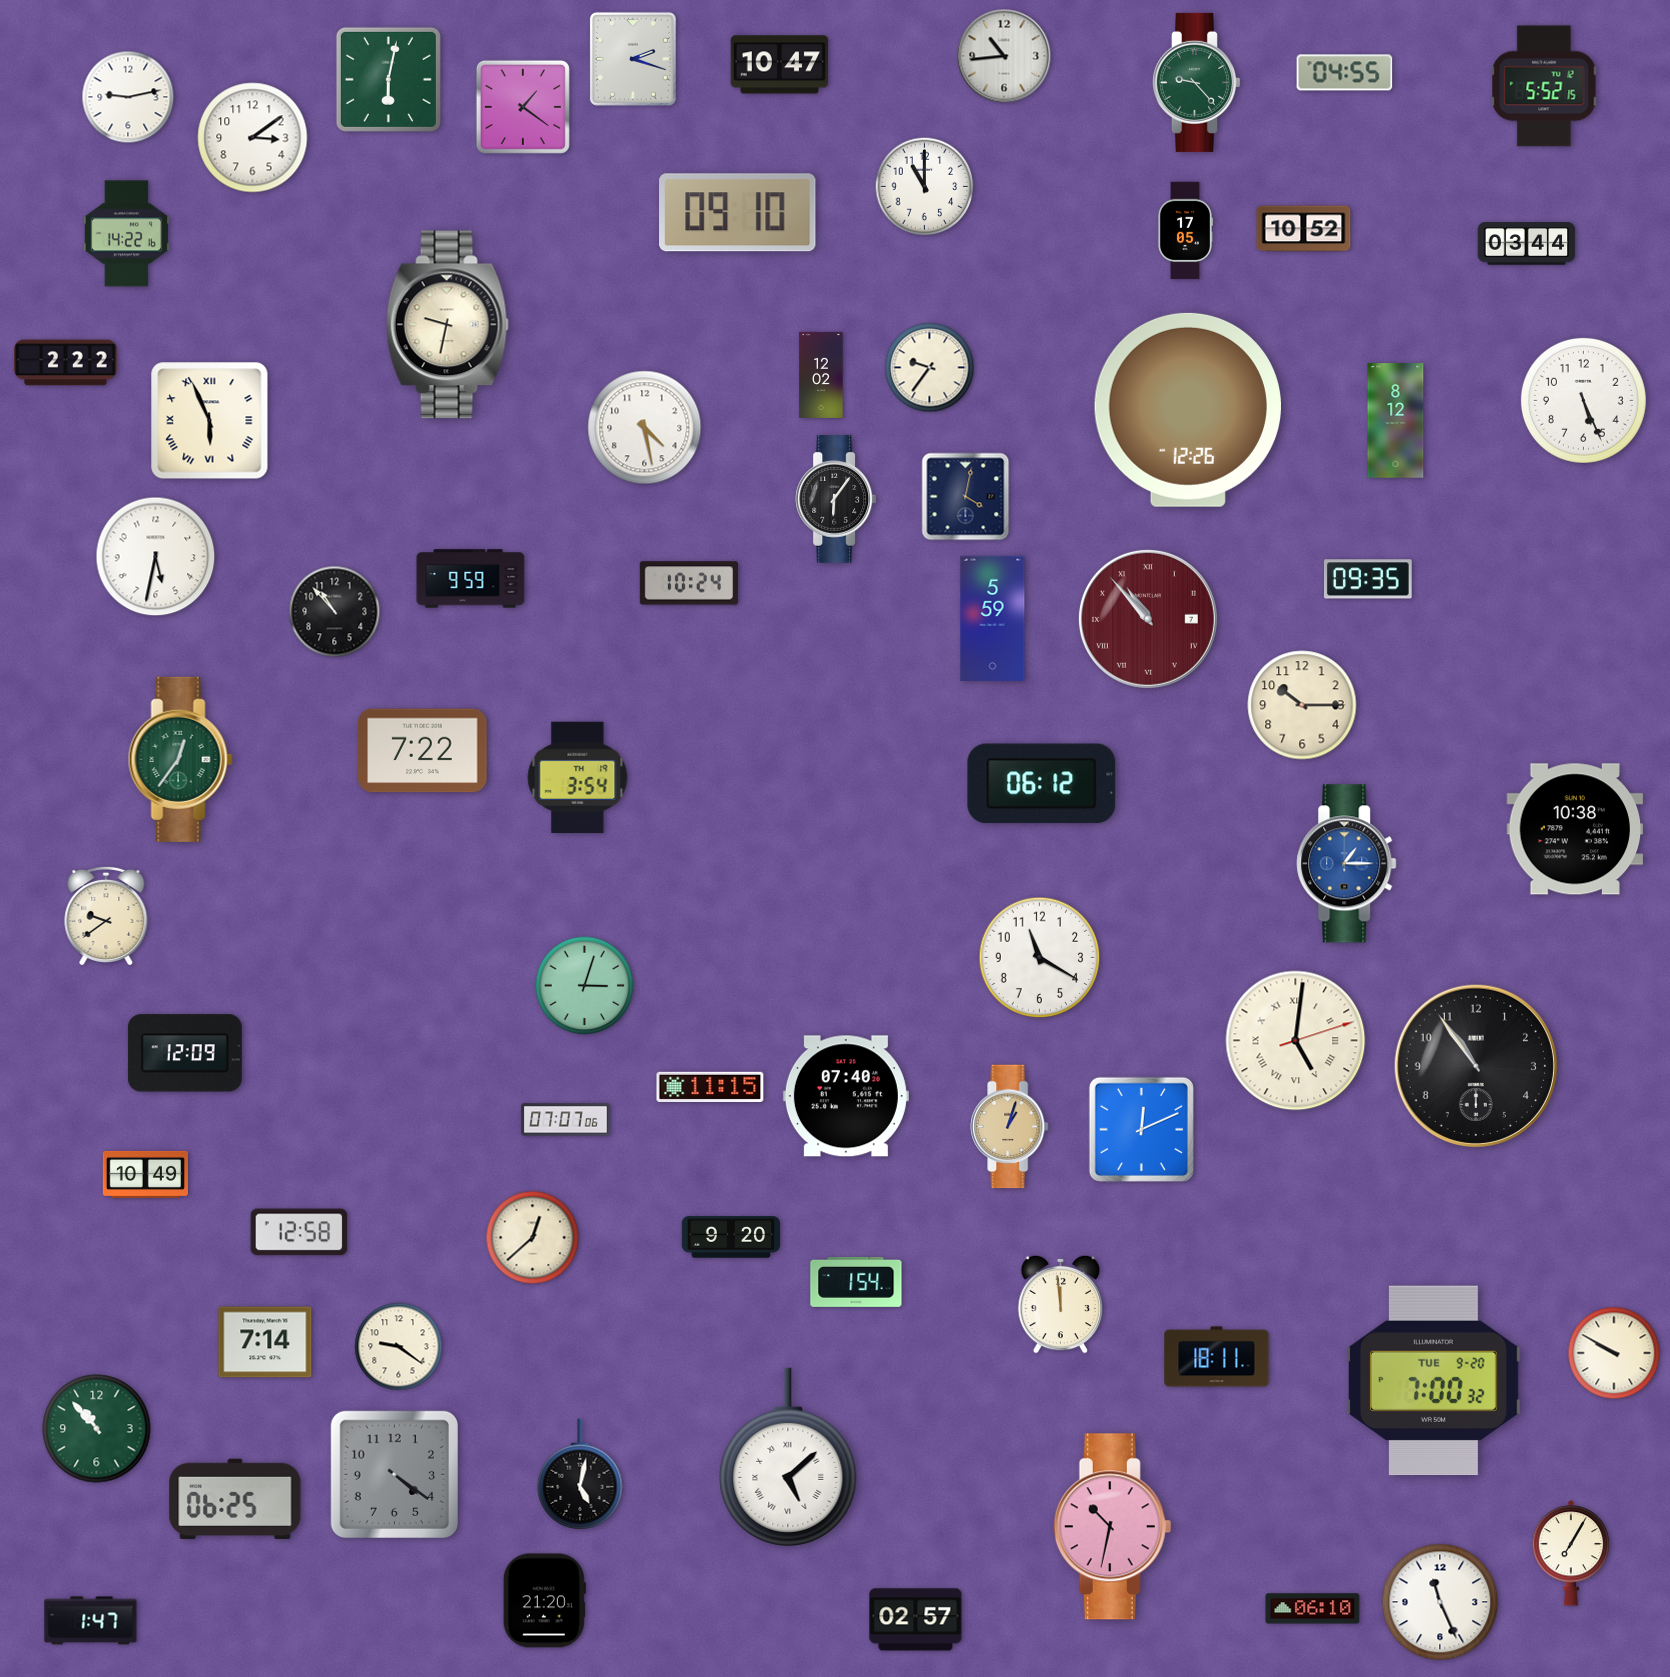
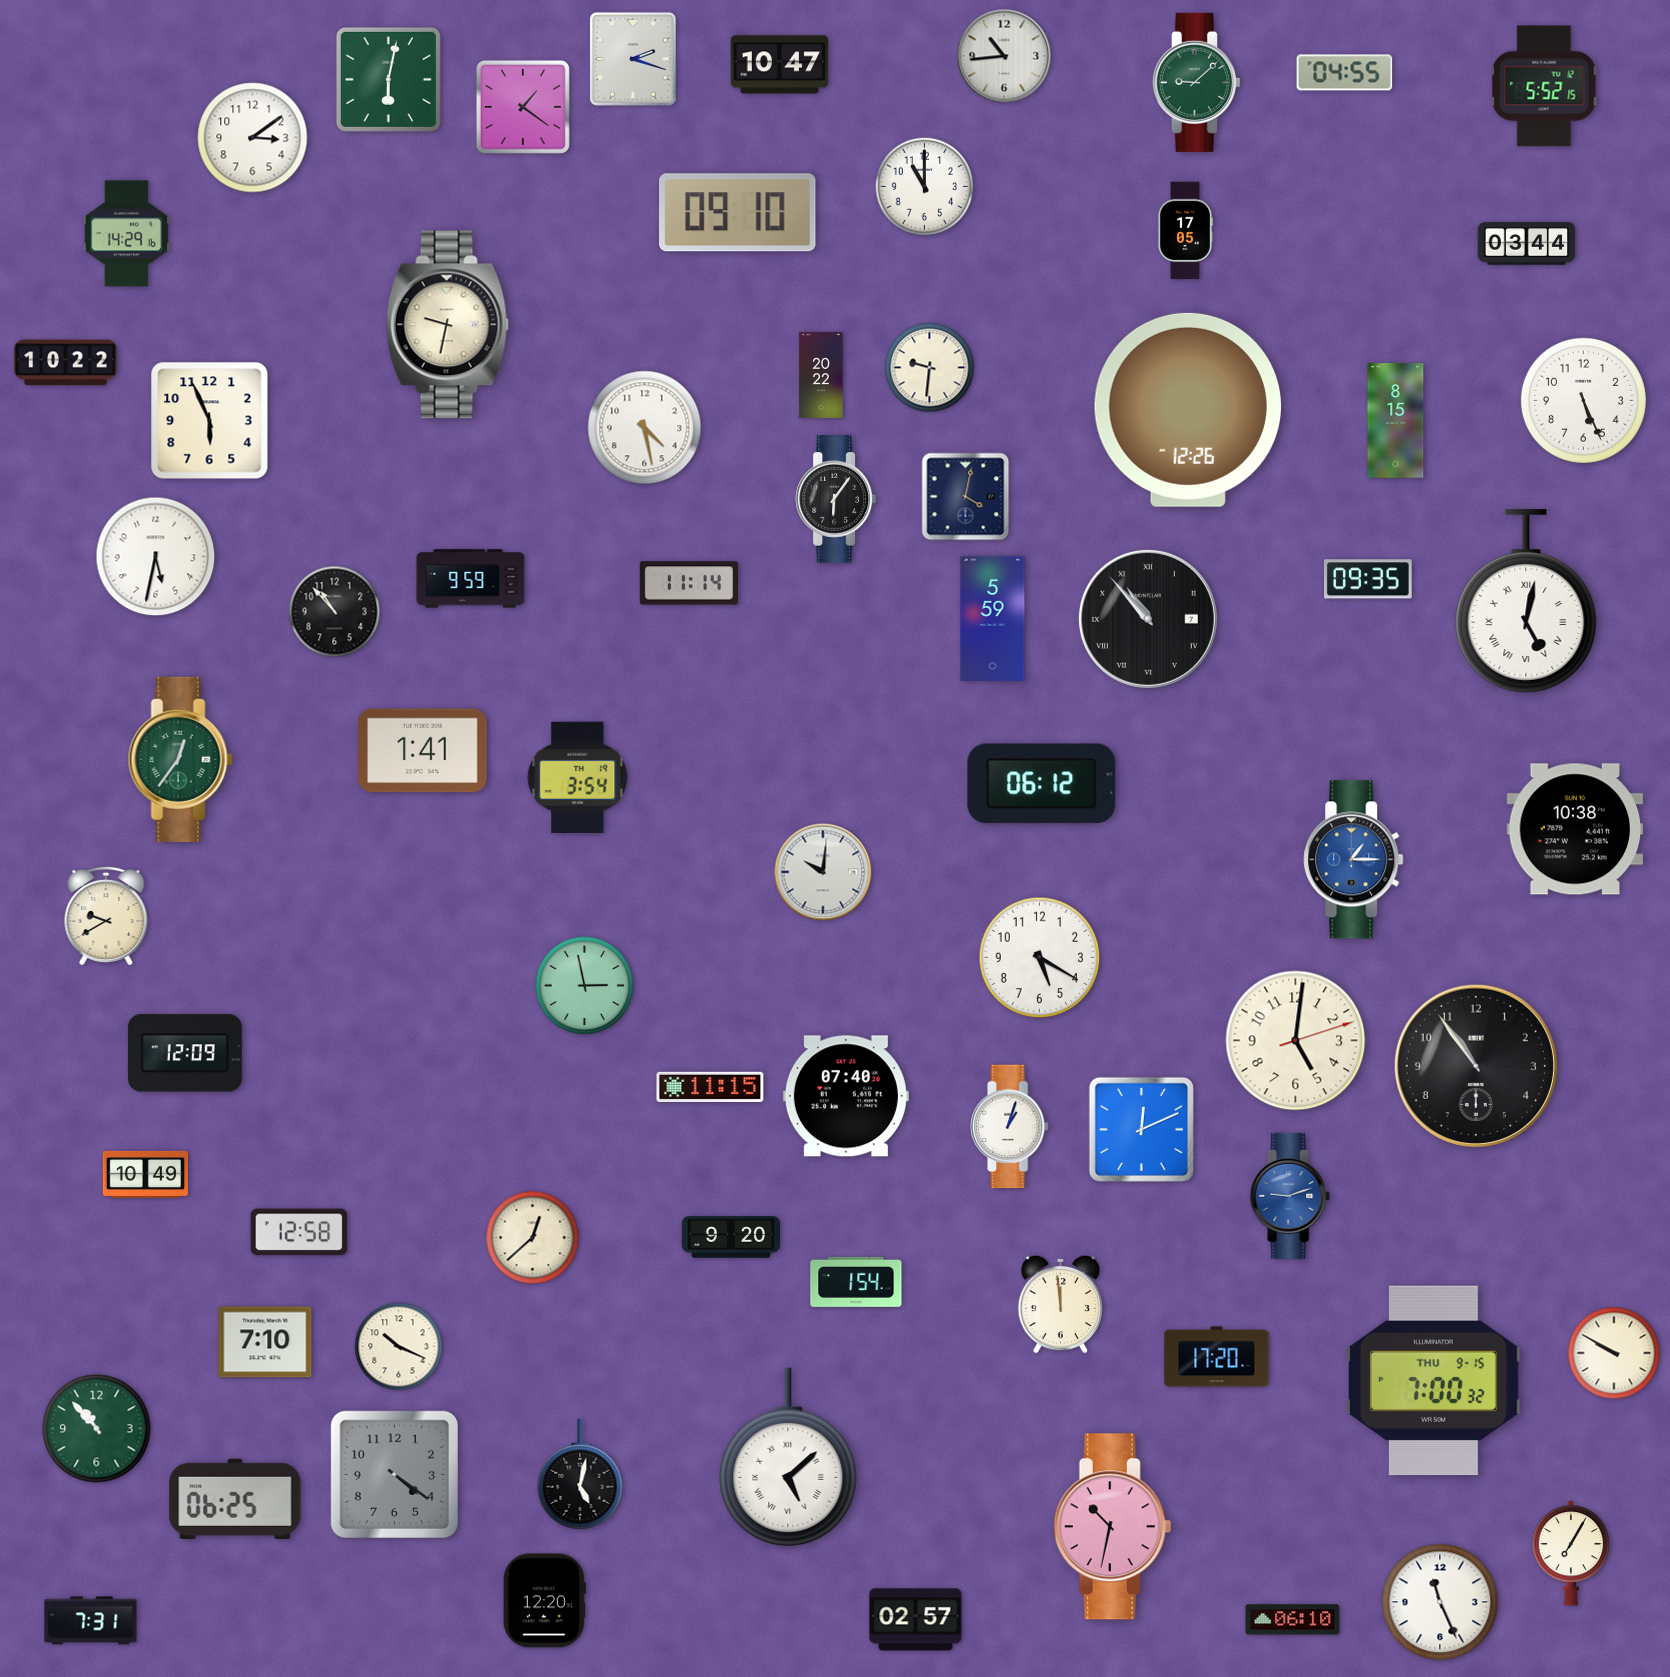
clock at (1196, 82): 9:23 -> 9:08
clock at (128, 97): 9:13 -> none
clock at (1304, 229): 10:52 -> none
clock at (126, 234): 14:22 -> 14:29
clock at (66, 363): 2:22 -> 10:22
clock at (930, 368): 9:36 -> 9:31
clock at (821, 375): 12:02 -> 20:22
clock at (210, 421) numerals: Roman -> Arabic
clock at (1396, 421): 8:12 -> 8:15
clock at (688, 583): 10:24 -> 11:14
clock at (1526, 601): none -> 5:02
clock at (1148, 619) dial: burgundy -> black
clock at (1302, 705): 10:15 -> none
clock at (423, 751): 7:22 -> 1:41
clock at (1347, 864) position: (1347, 864) -> (1354, 860)
clock at (823, 872): none -> 10:01
clock at (106, 916): 9:39 -> 9:40
clock at (1040, 958): 11:20 -> 5:20
clock at (585, 986): 3:03 -> 2:58
clock at (1296, 1041) numerals: Roman -> Arabic
clock at (566, 1120): 07:07 -> none
clock at (1010, 1127) dial: champagne -> white
clock at (1291, 1196): none -> 9:12
clock at (265, 1342): 7:14 -> 7:10
clock at (399, 1347): 9:21 -> 10:19
clock at (1217, 1357): 18:11 -> 17:20
clock at (1433, 1381) date: TUE 9-20 -> THU 9-15
clock at (544, 1601): 21:20 -> 12:20
clock at (1313, 1609) position: (1313, 1609) -> (1293, 1620)
clock at (91, 1621): 1:47 -> 7:31
